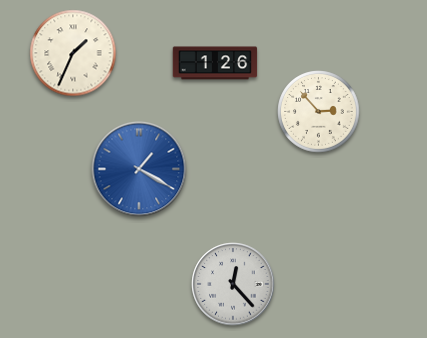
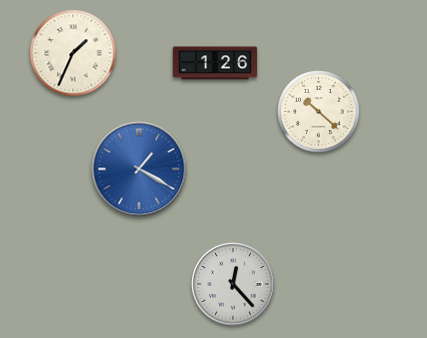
clock at (319, 112): 2:53 -> 10:22
